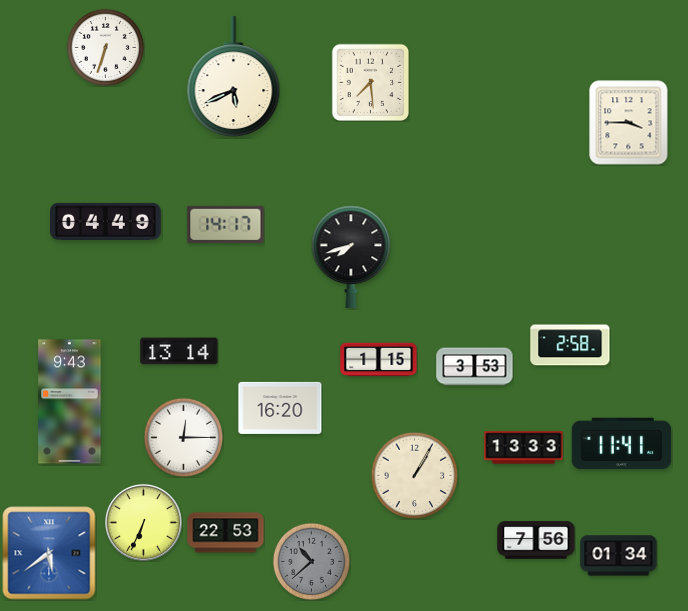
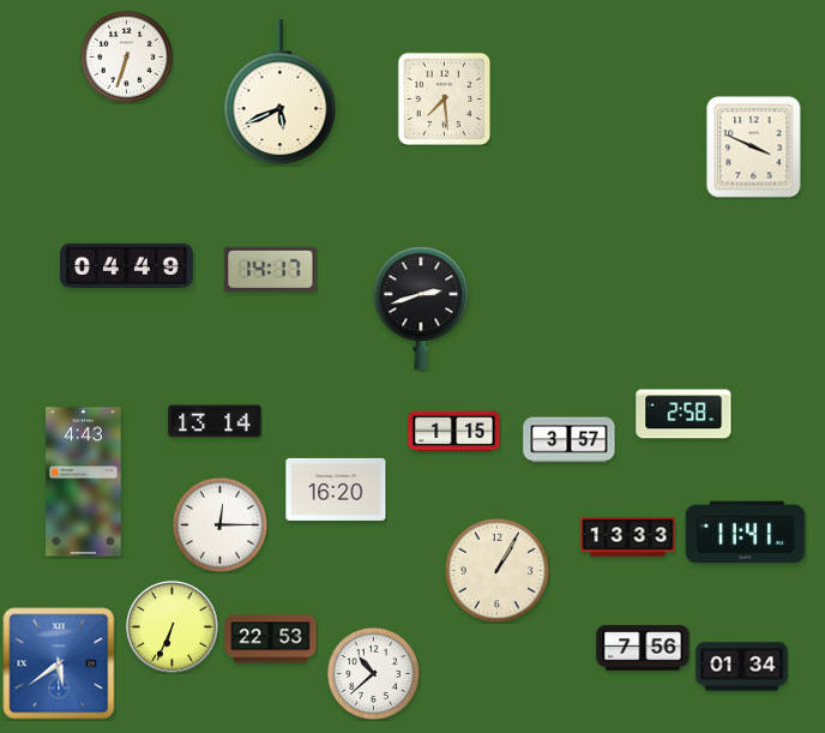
clock at (629, 123): 3:45 -> 3:49
clock at (351, 257): 7:42 -> 2:42
clock at (475, 367): 3:53 -> 3:57
clock at (70, 402): 9:43 -> 4:43
clock at (311, 561) dial: grey -> white
